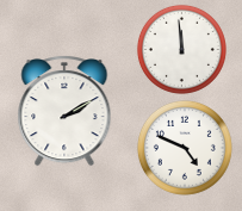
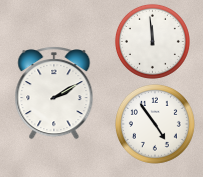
clock at (185, 148): 4:49 -> 4:54
